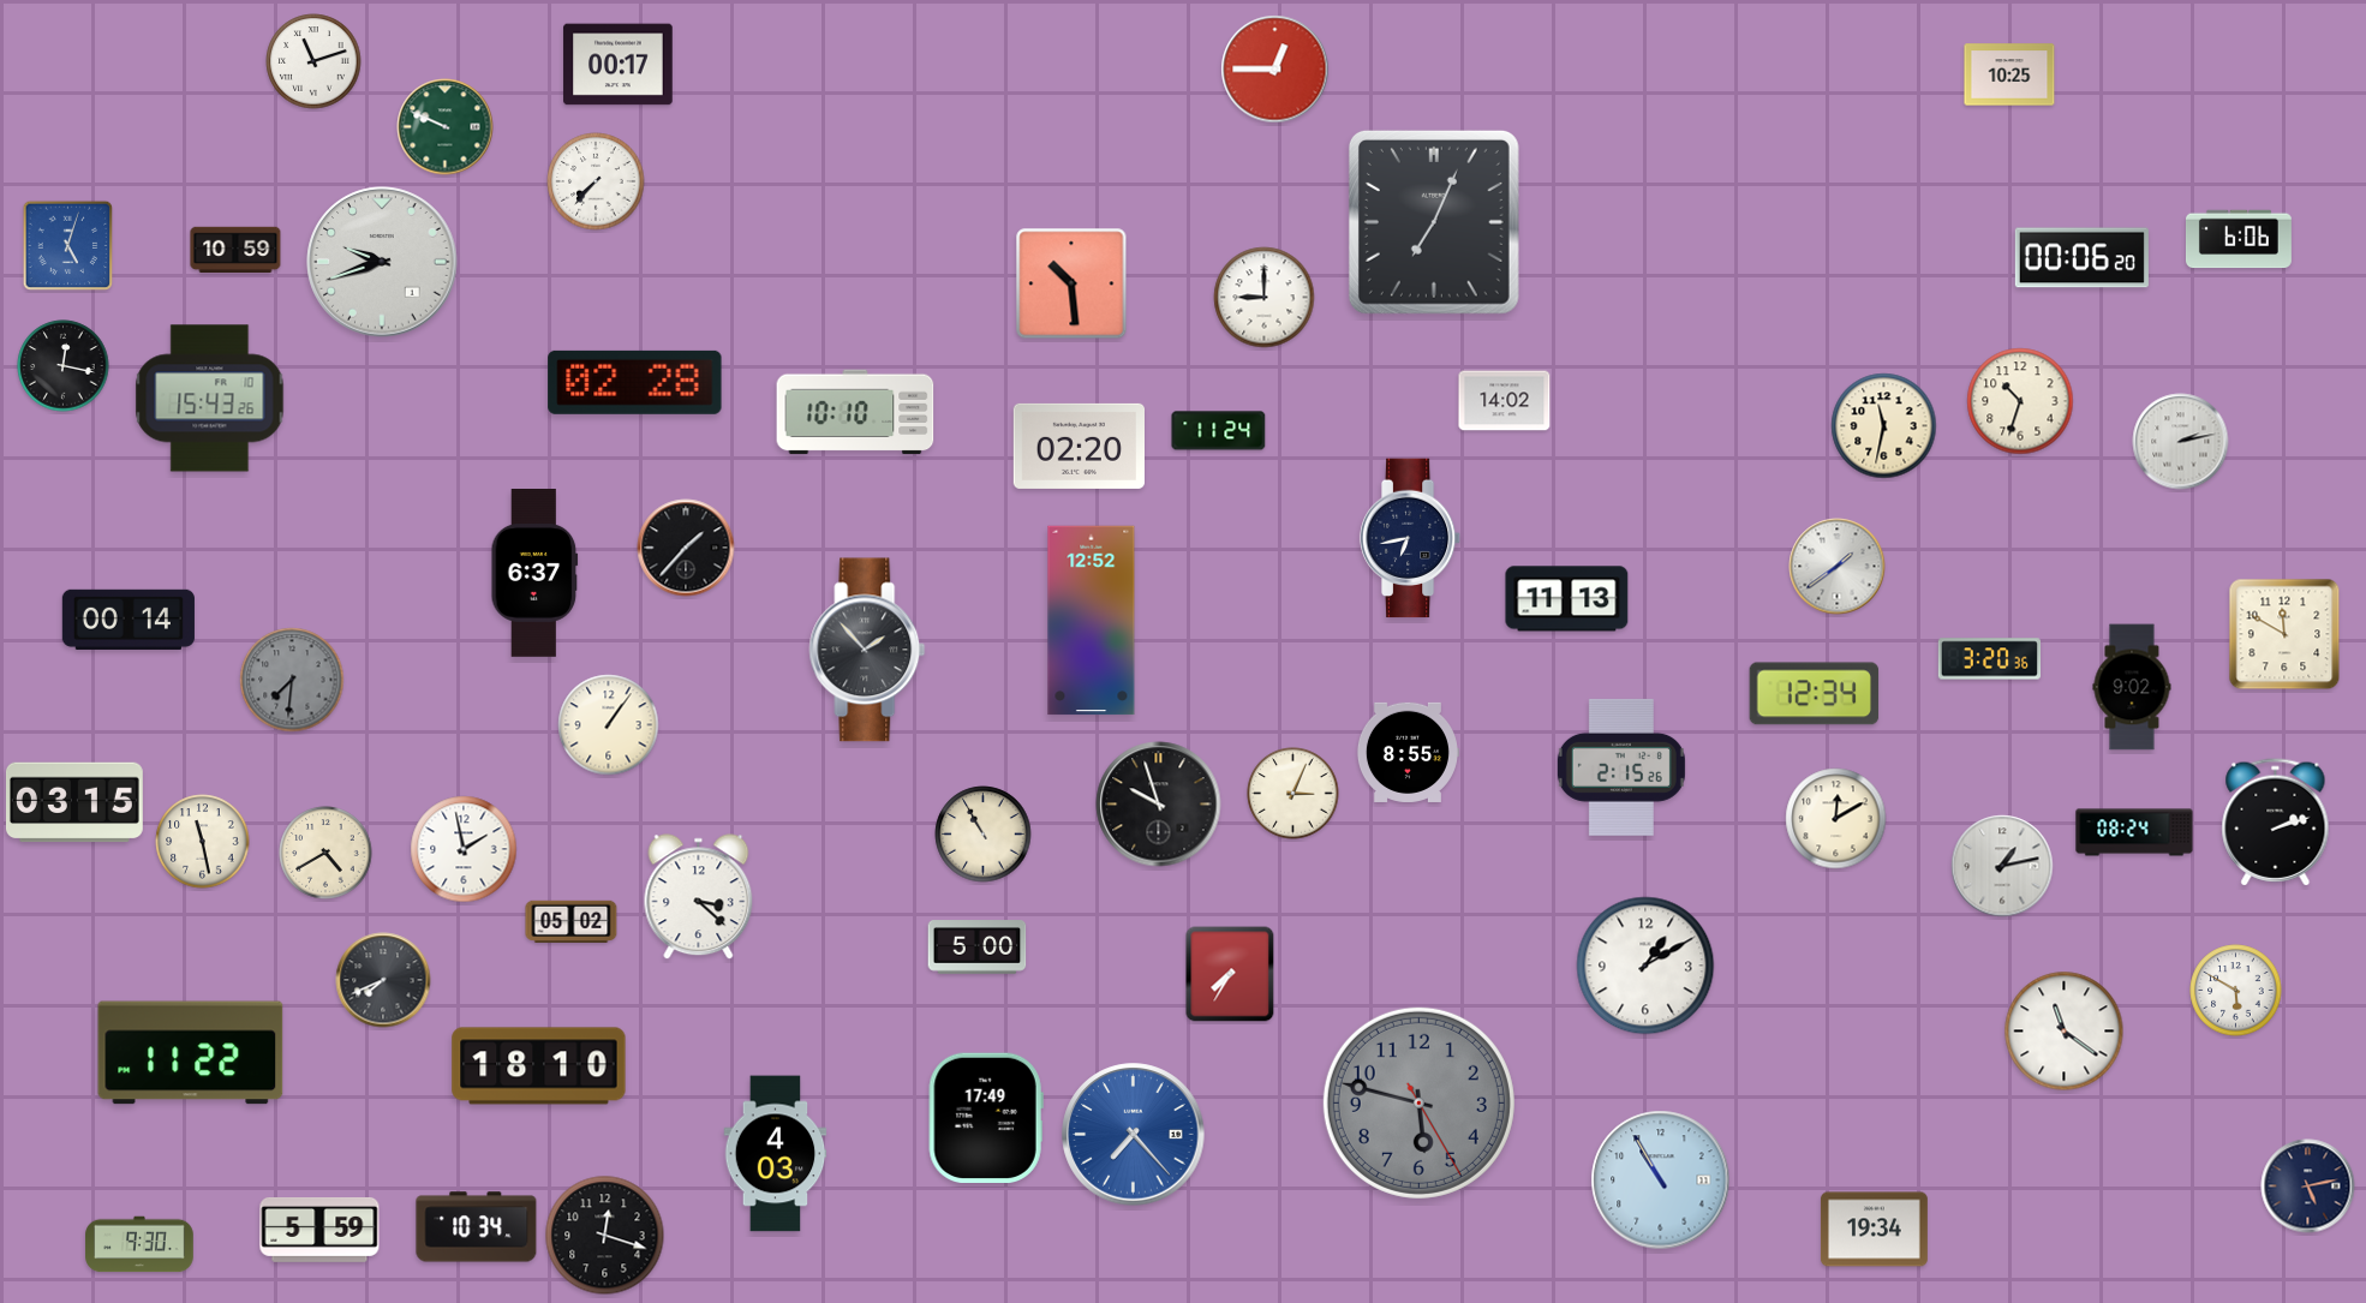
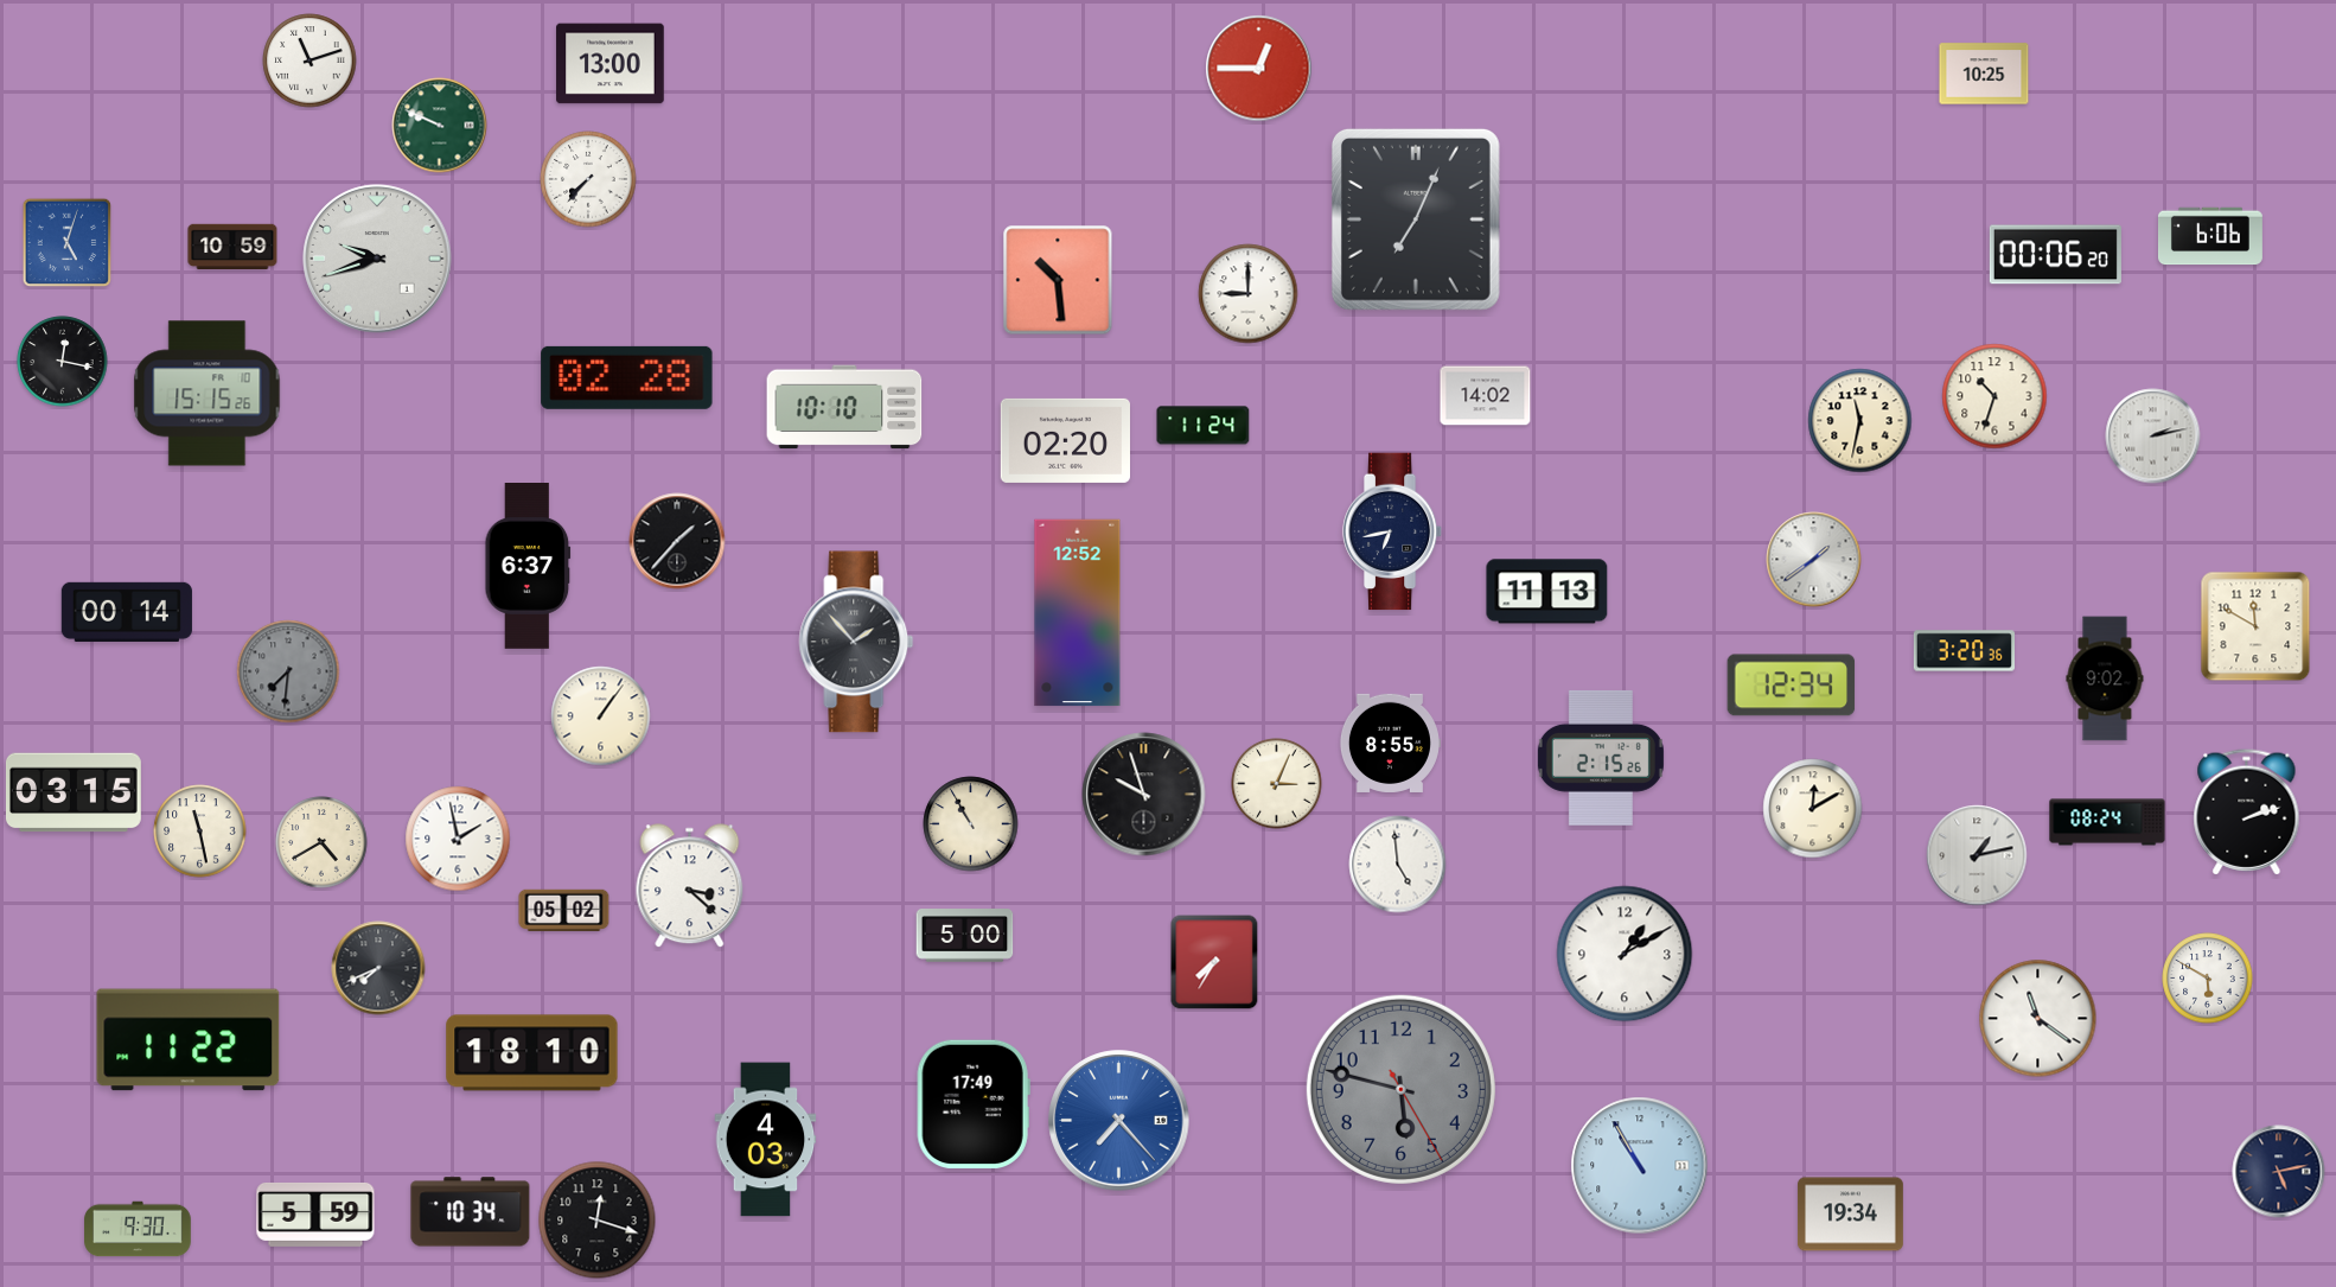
clock at (619, 65): 00:17 -> 13:00
clock at (210, 399): 15:43 -> 15:15
clock at (1398, 865): none -> 4:59
